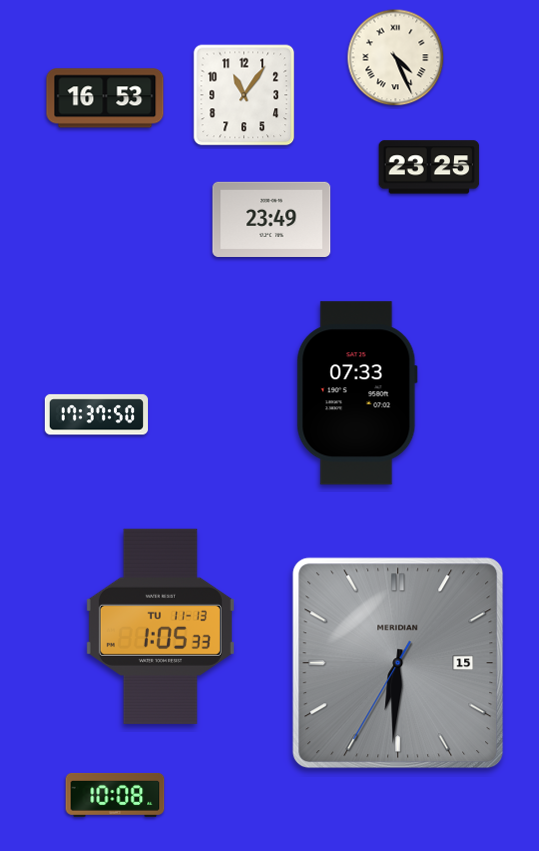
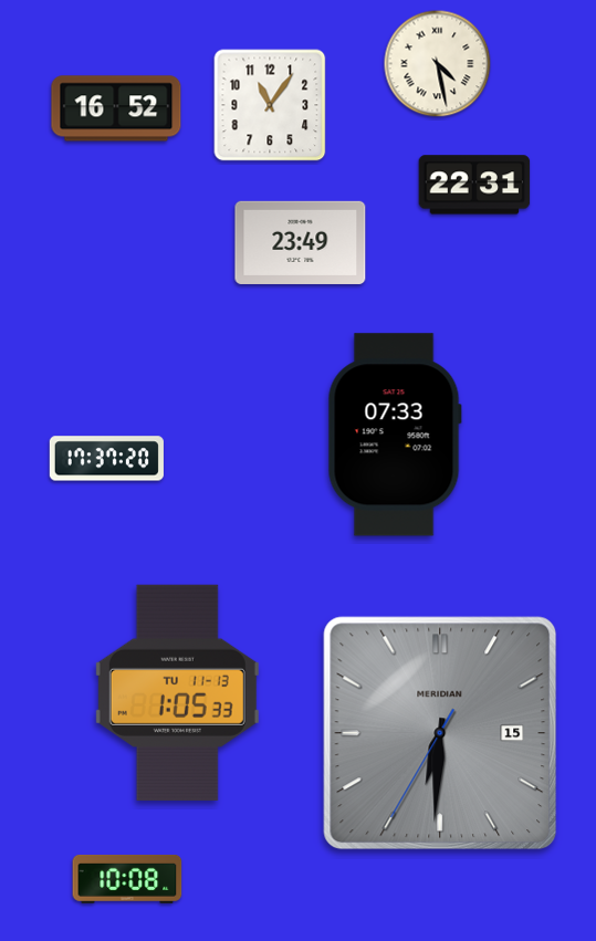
clock at (396, 58): 4:26 -> 4:28
clock at (105, 98): 16:53 -> 16:52
clock at (429, 167): 23:25 -> 22:31
clock at (96, 415): 17:37:50 -> 17:37:20
